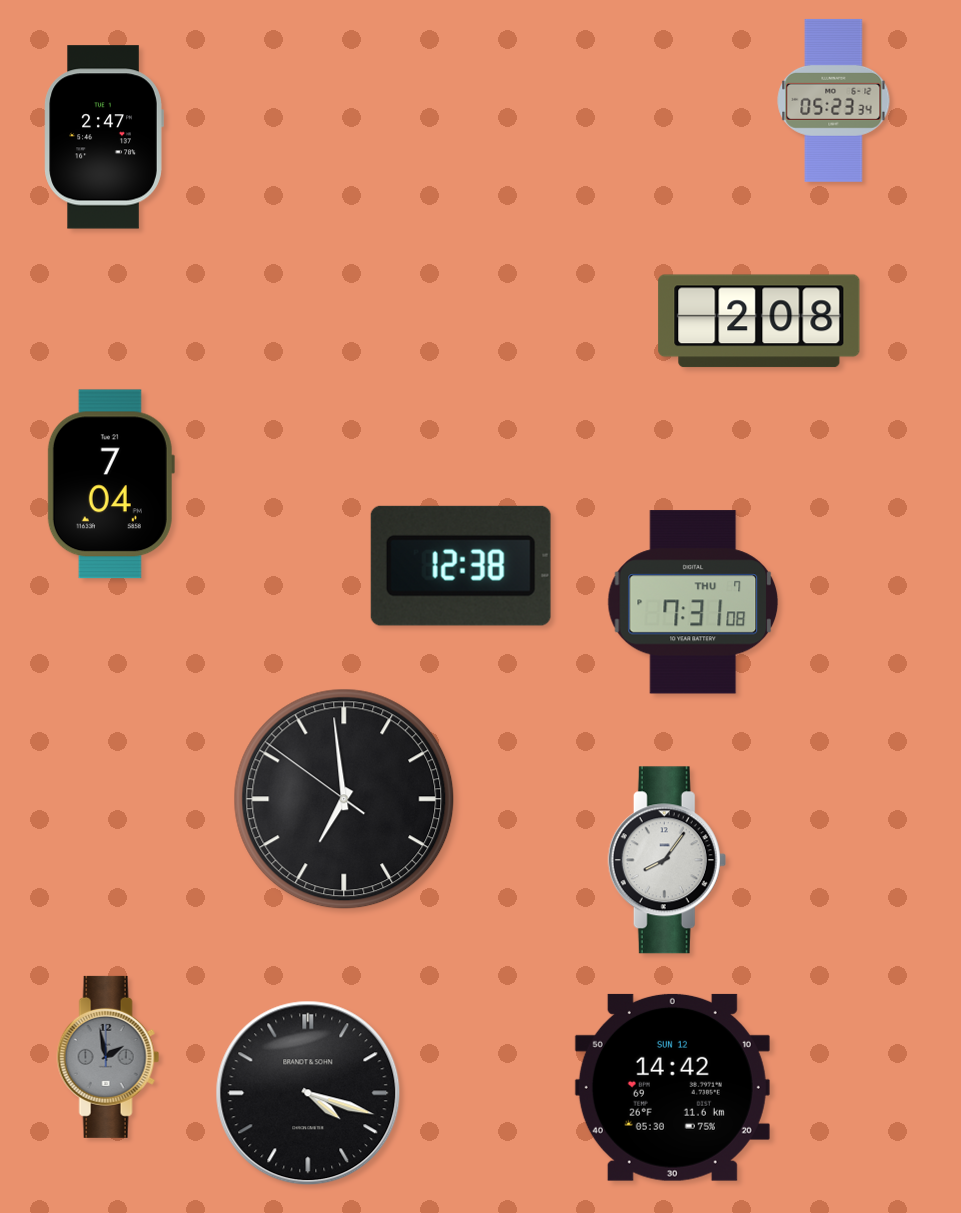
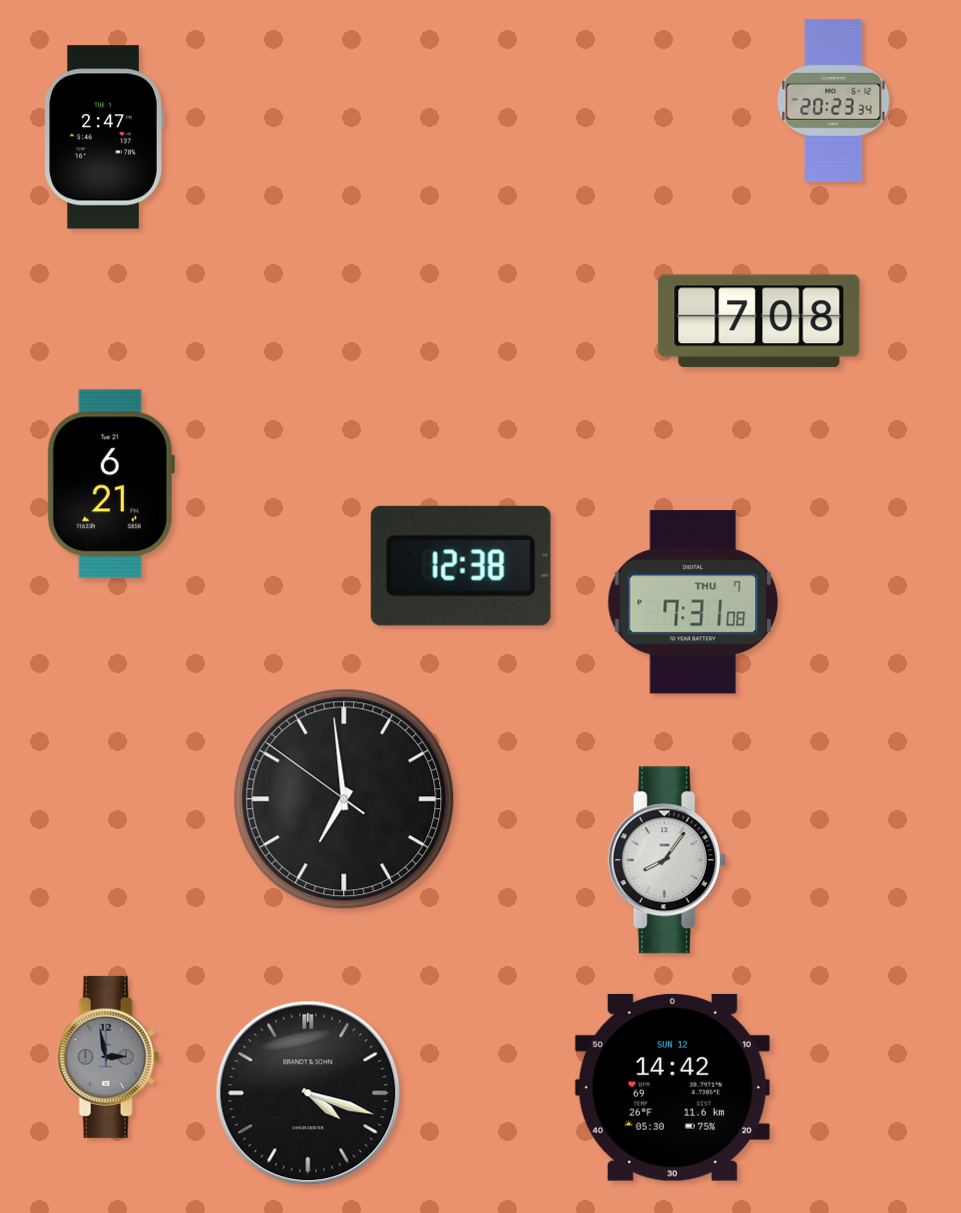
clock at (834, 100): 05:23 -> 20:23
clock at (759, 321): 2:08 -> 7:08
clock at (111, 484): 7:04 -> 6:21
clock at (108, 1057): 1:58 -> 2:58
